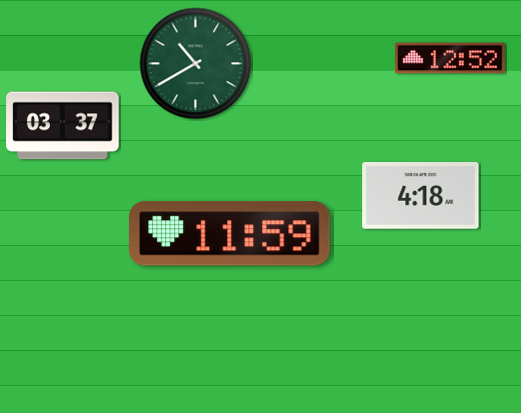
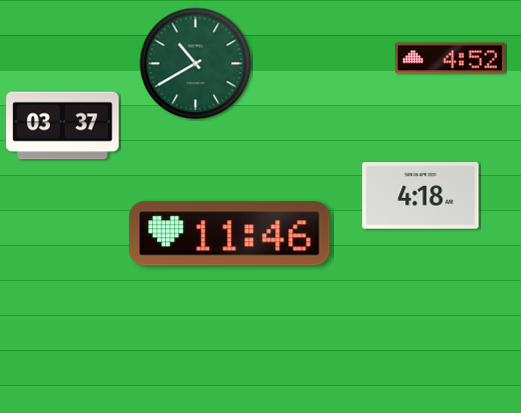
clock at (451, 58): 12:52 -> 4:52
clock at (230, 234): 11:59 -> 11:46
